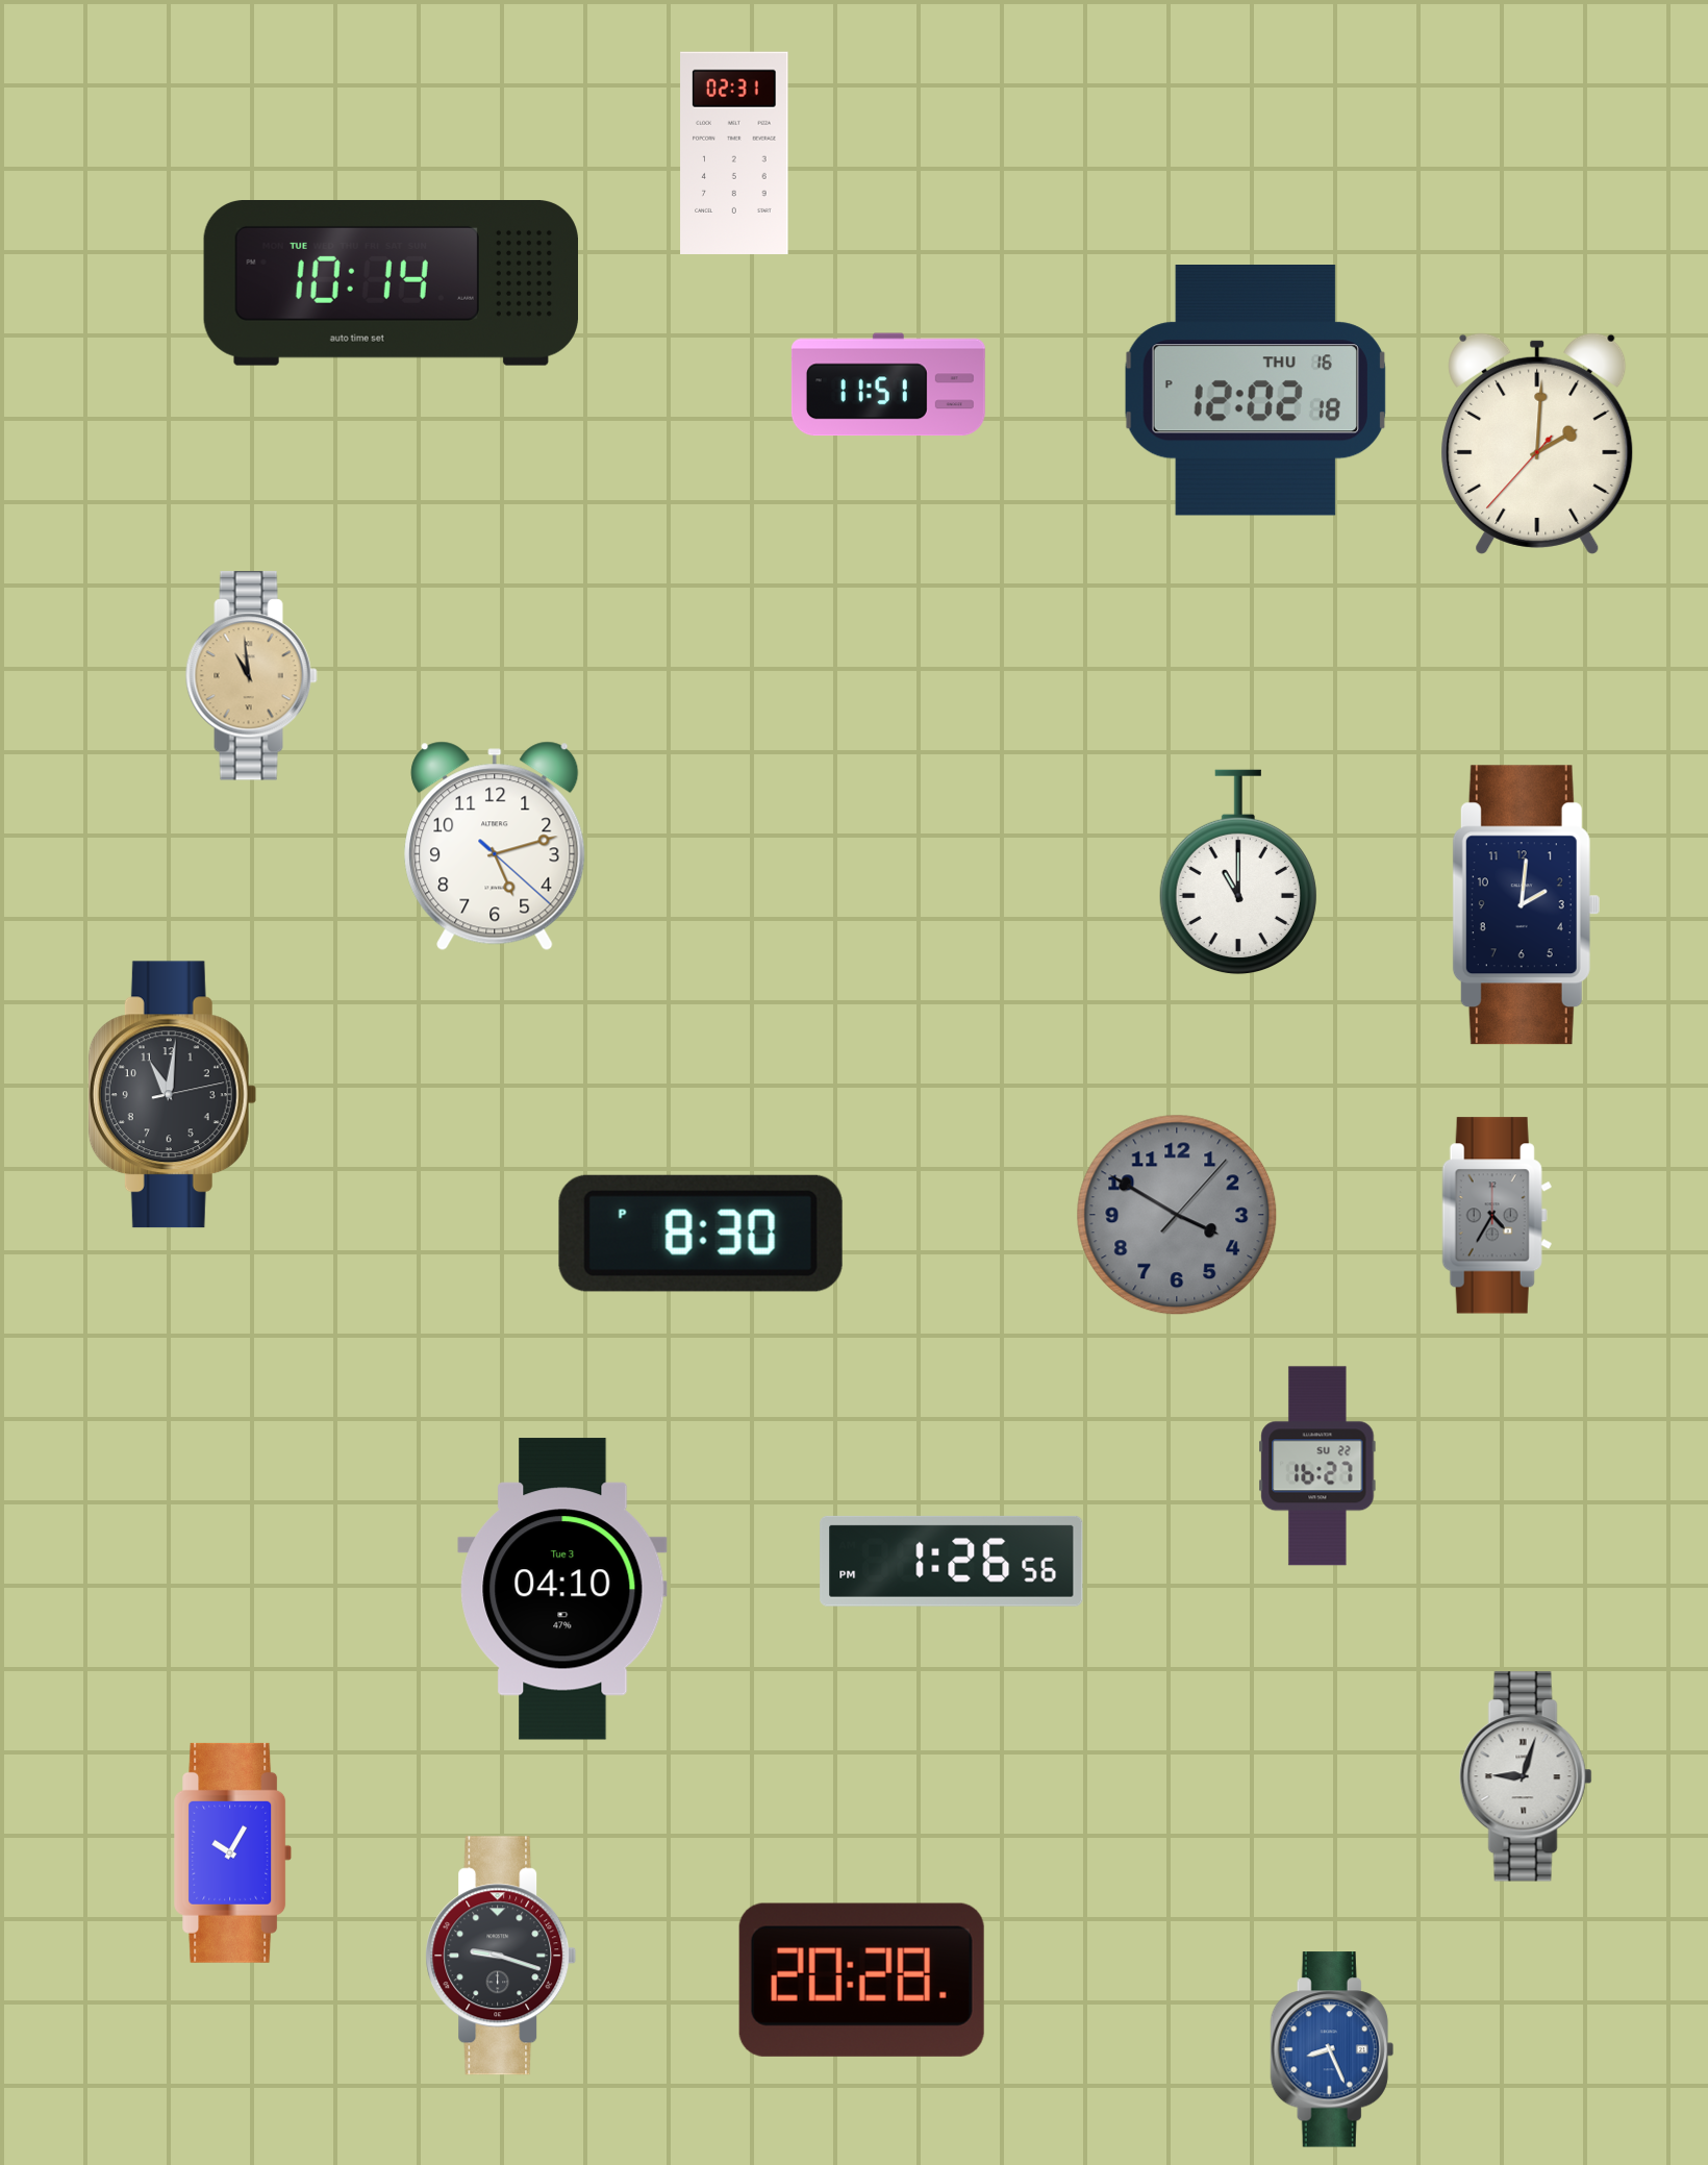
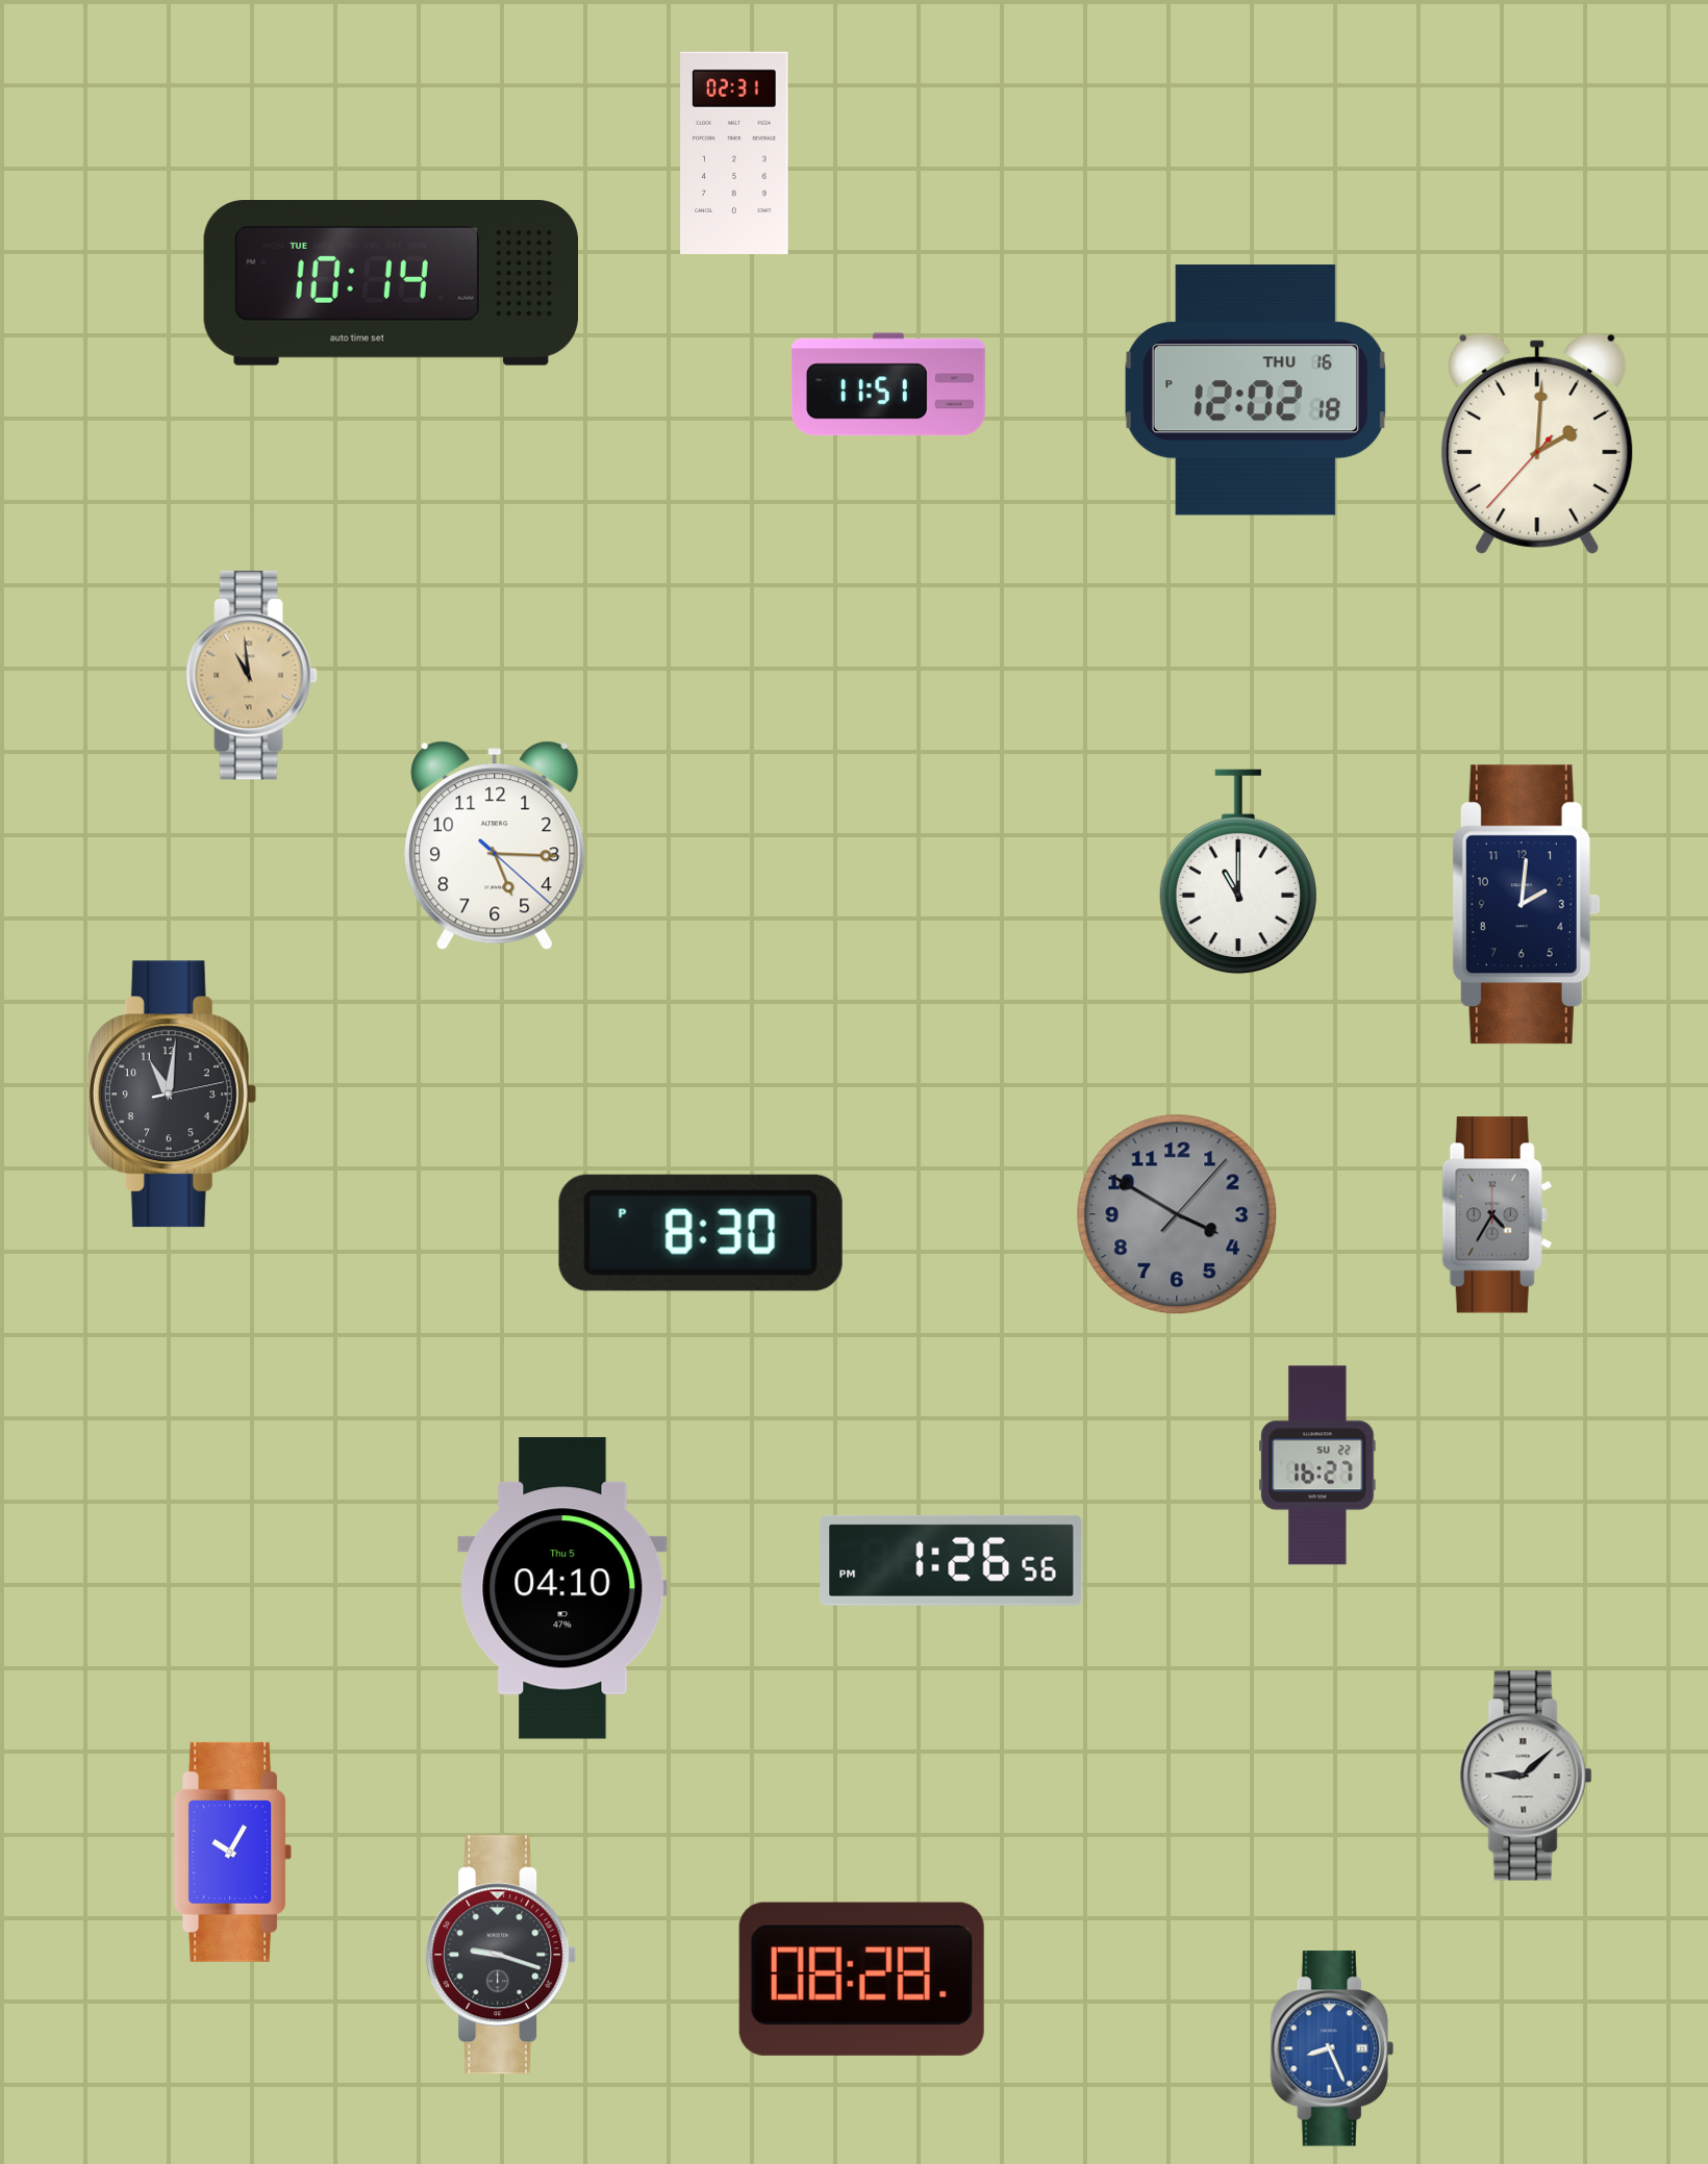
clock at (495, 846): 5:12 -> 5:15
clock at (562, 1589) date: Tue 3 -> Thu 5
clock at (1526, 1776): 9:03 -> 9:08
clock at (861, 1980): 20:28 -> 08:28
